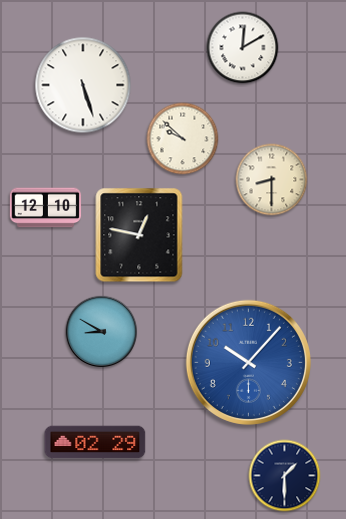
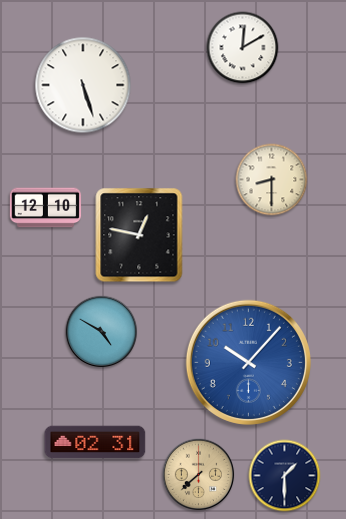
clock at (183, 139): 9:52 -> none
clock at (102, 332): 8:50 -> 4:50
clock at (95, 442): 02:29 -> 02:31
clock at (199, 475): none -> 7:38
